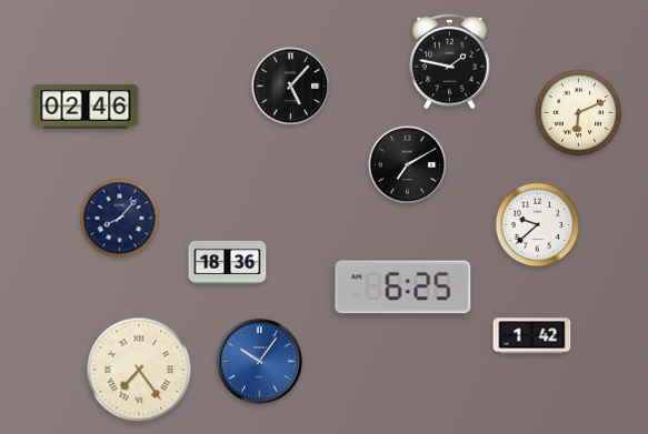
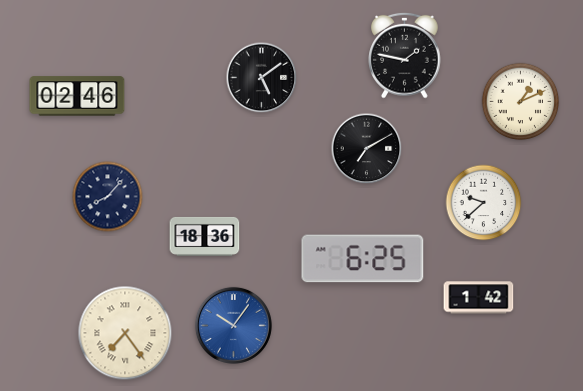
clock at (291, 87): 5:07 -> 5:09
clock at (579, 113): 6:11 -> 1:11
clock at (532, 336) position: (532, 336) -> (479, 298)
